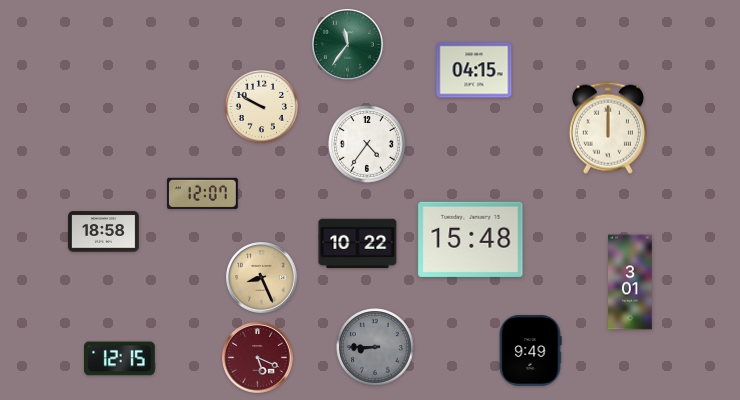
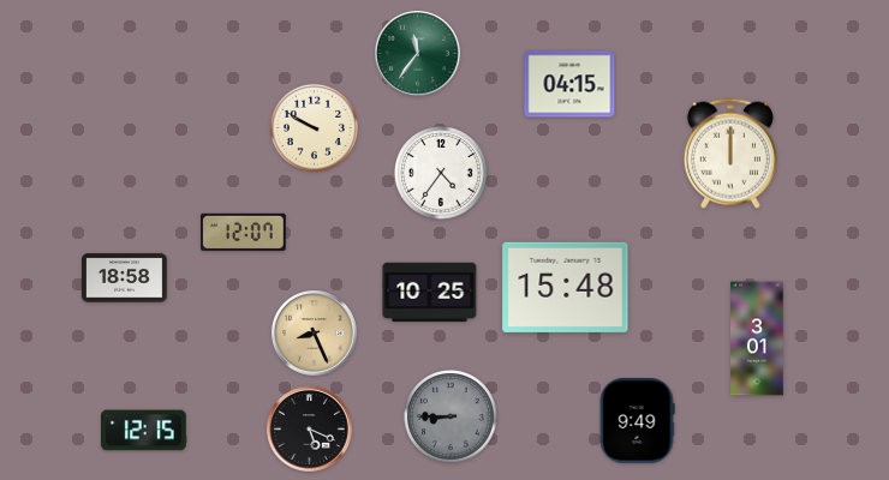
clock at (358, 244): 10:22 -> 10:25
clock at (258, 358) dial: burgundy -> black
